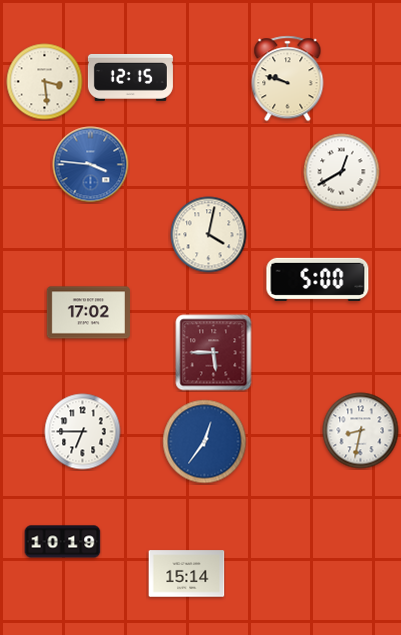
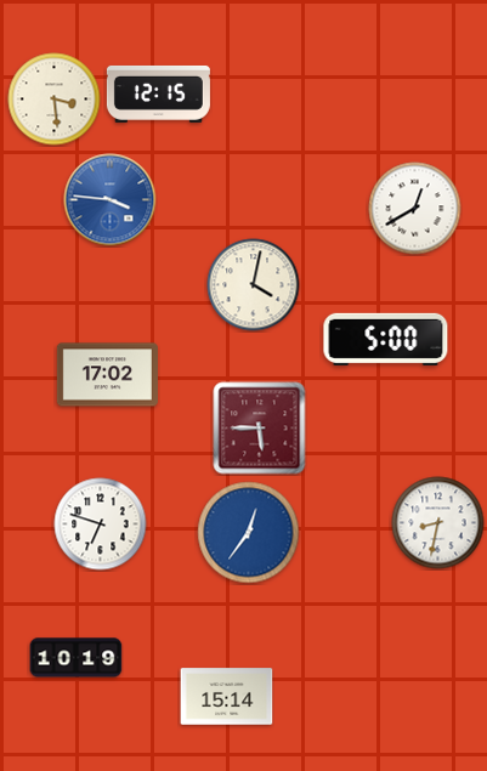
clock at (288, 79): 9:48 -> none
clock at (88, 313) position: (88, 313) -> (107, 375)
clock at (83, 432): 6:45 -> 6:48
clock at (205, 442) position: (205, 442) -> (249, 533)
